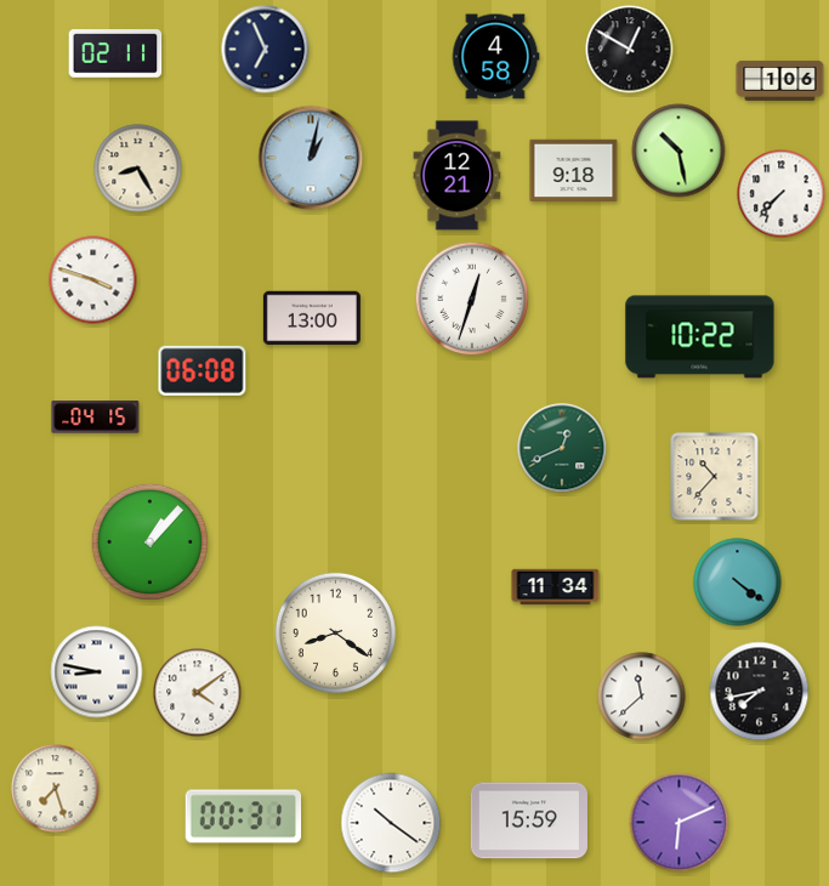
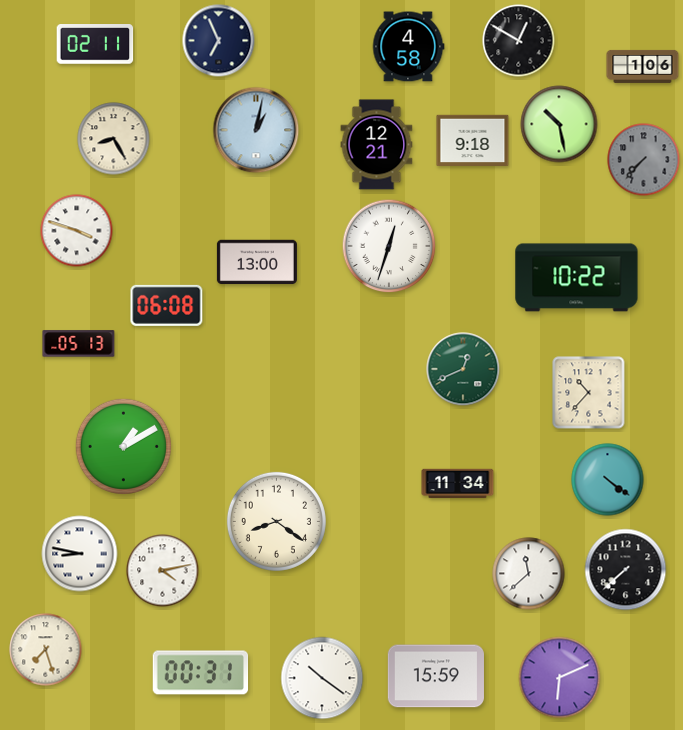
clock at (782, 194) dial: white -> grey
clock at (96, 418): 04:15 -> 05:13
clock at (149, 541): 1:07 -> 1:10
clock at (760, 692): 7:43 -> 7:38
clock at (198, 693): 4:09 -> 4:13
